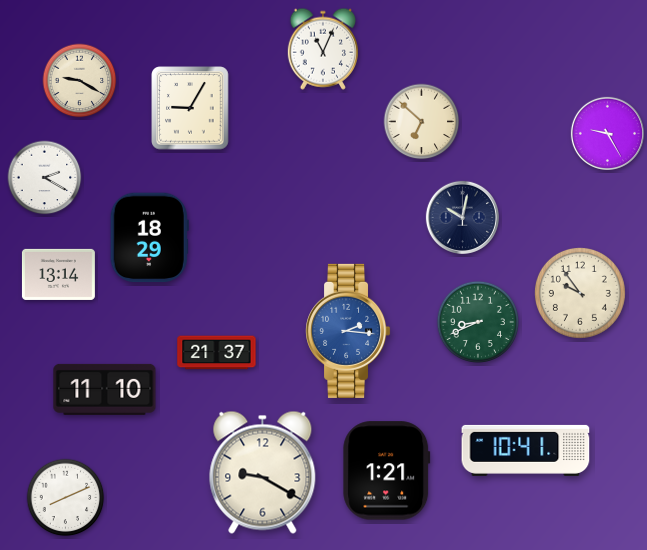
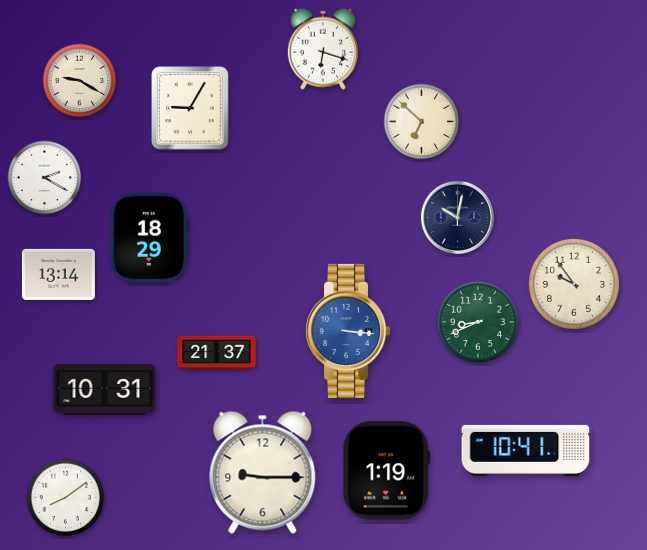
clock at (322, 49): 11:04 -> 6:18
clock at (607, 133): 9:25 -> none
clock at (462, 217) position: (462, 217) -> (457, 217)
clock at (580, 293) position: (580, 293) -> (574, 284)
clock at (348, 331): 2:16 -> 3:16
clock at (105, 389): 11:10 -> 10:31
clock at (387, 471): 1:21 -> 1:19
clock at (263, 472): 9:20 -> 9:15
clock at (66, 498): 8:11 -> 8:09
